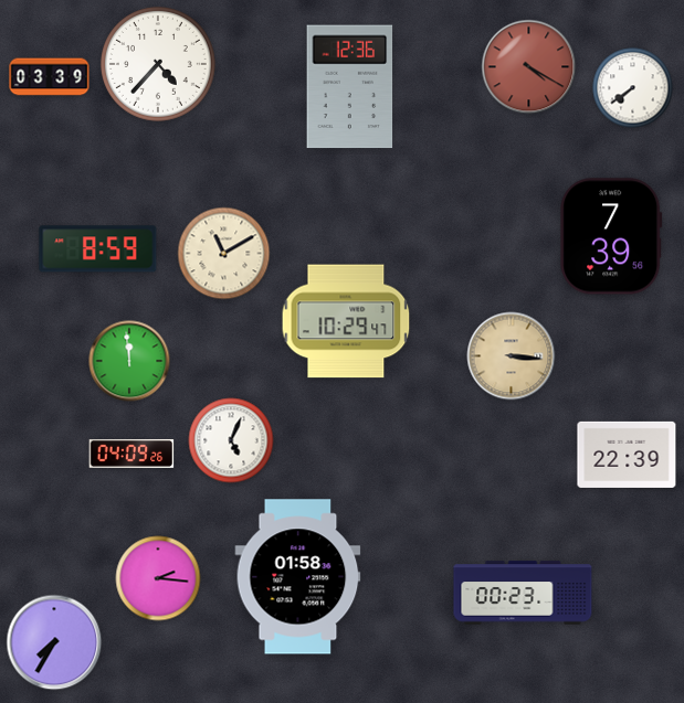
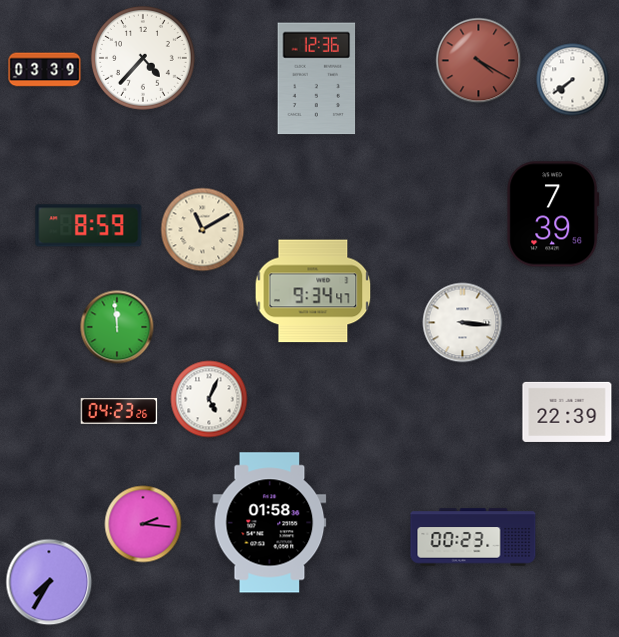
clock at (346, 321): 10:29 -> 9:34
clock at (512, 356) dial: champagne -> white
clock at (131, 454): 04:09 -> 04:23
